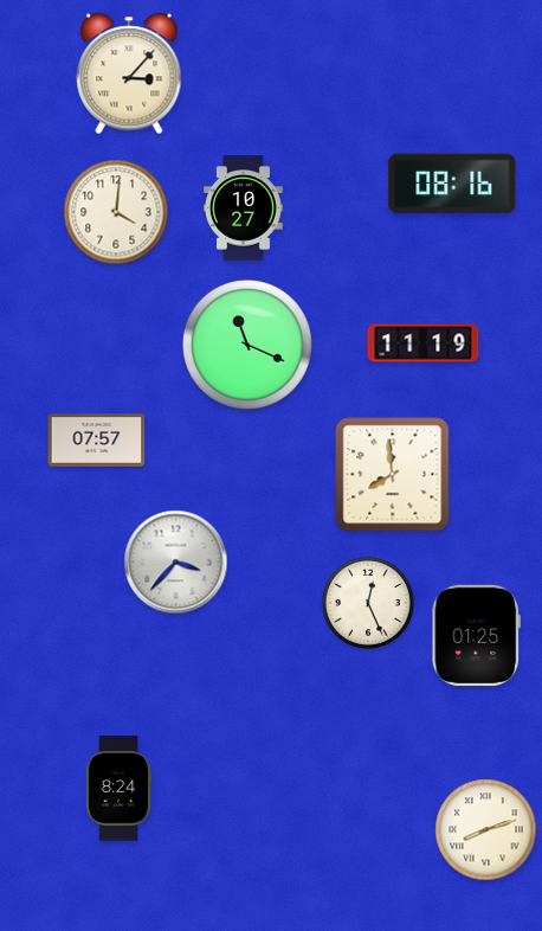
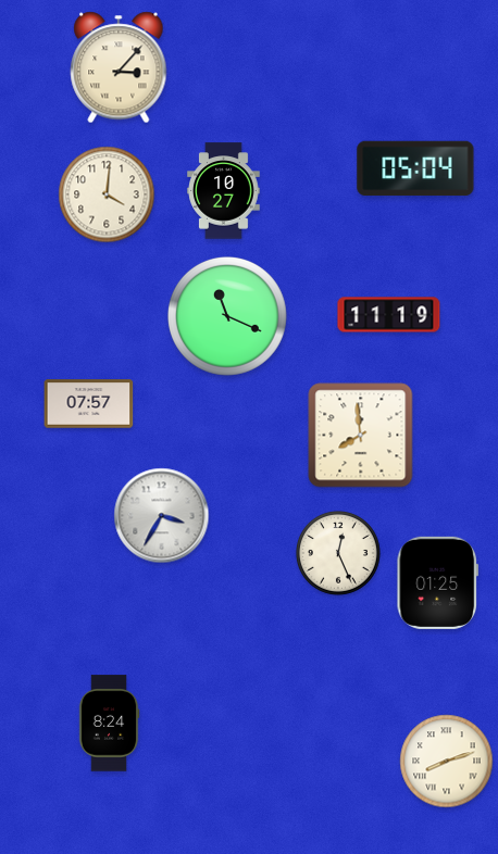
clock at (452, 184): 08:16 -> 05:04
clock at (176, 563): 3:37 -> 3:35
